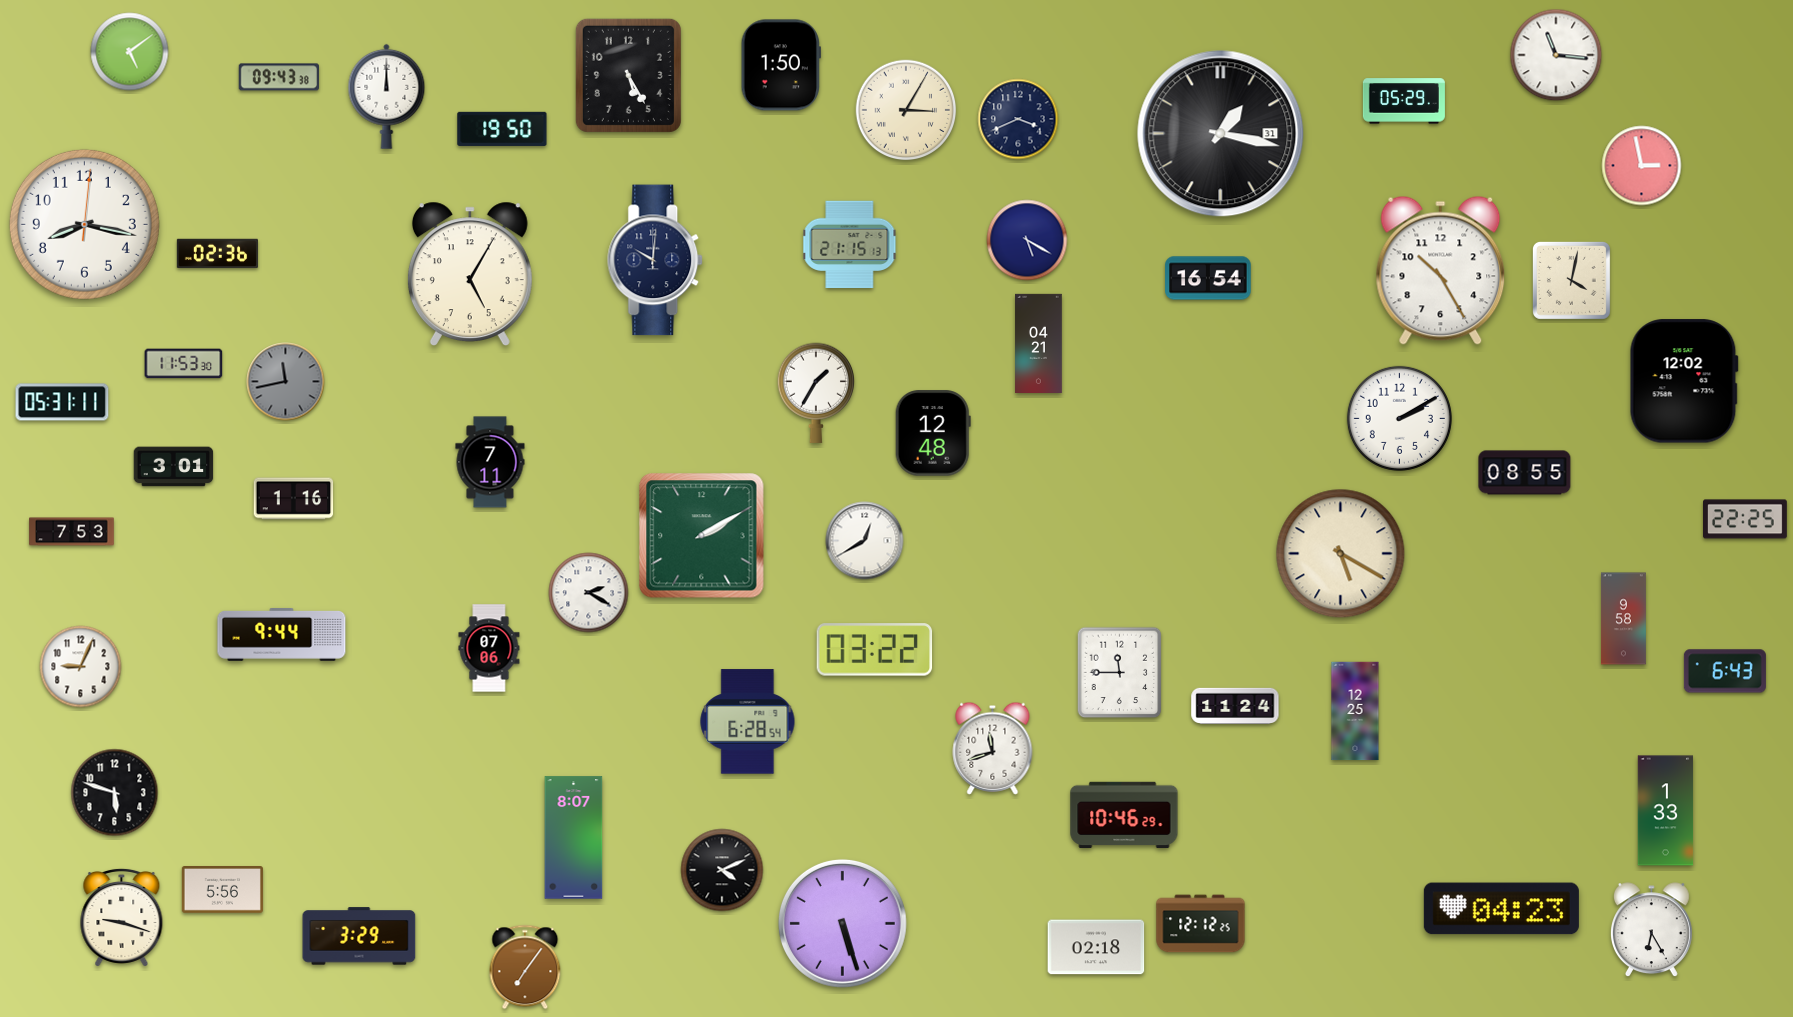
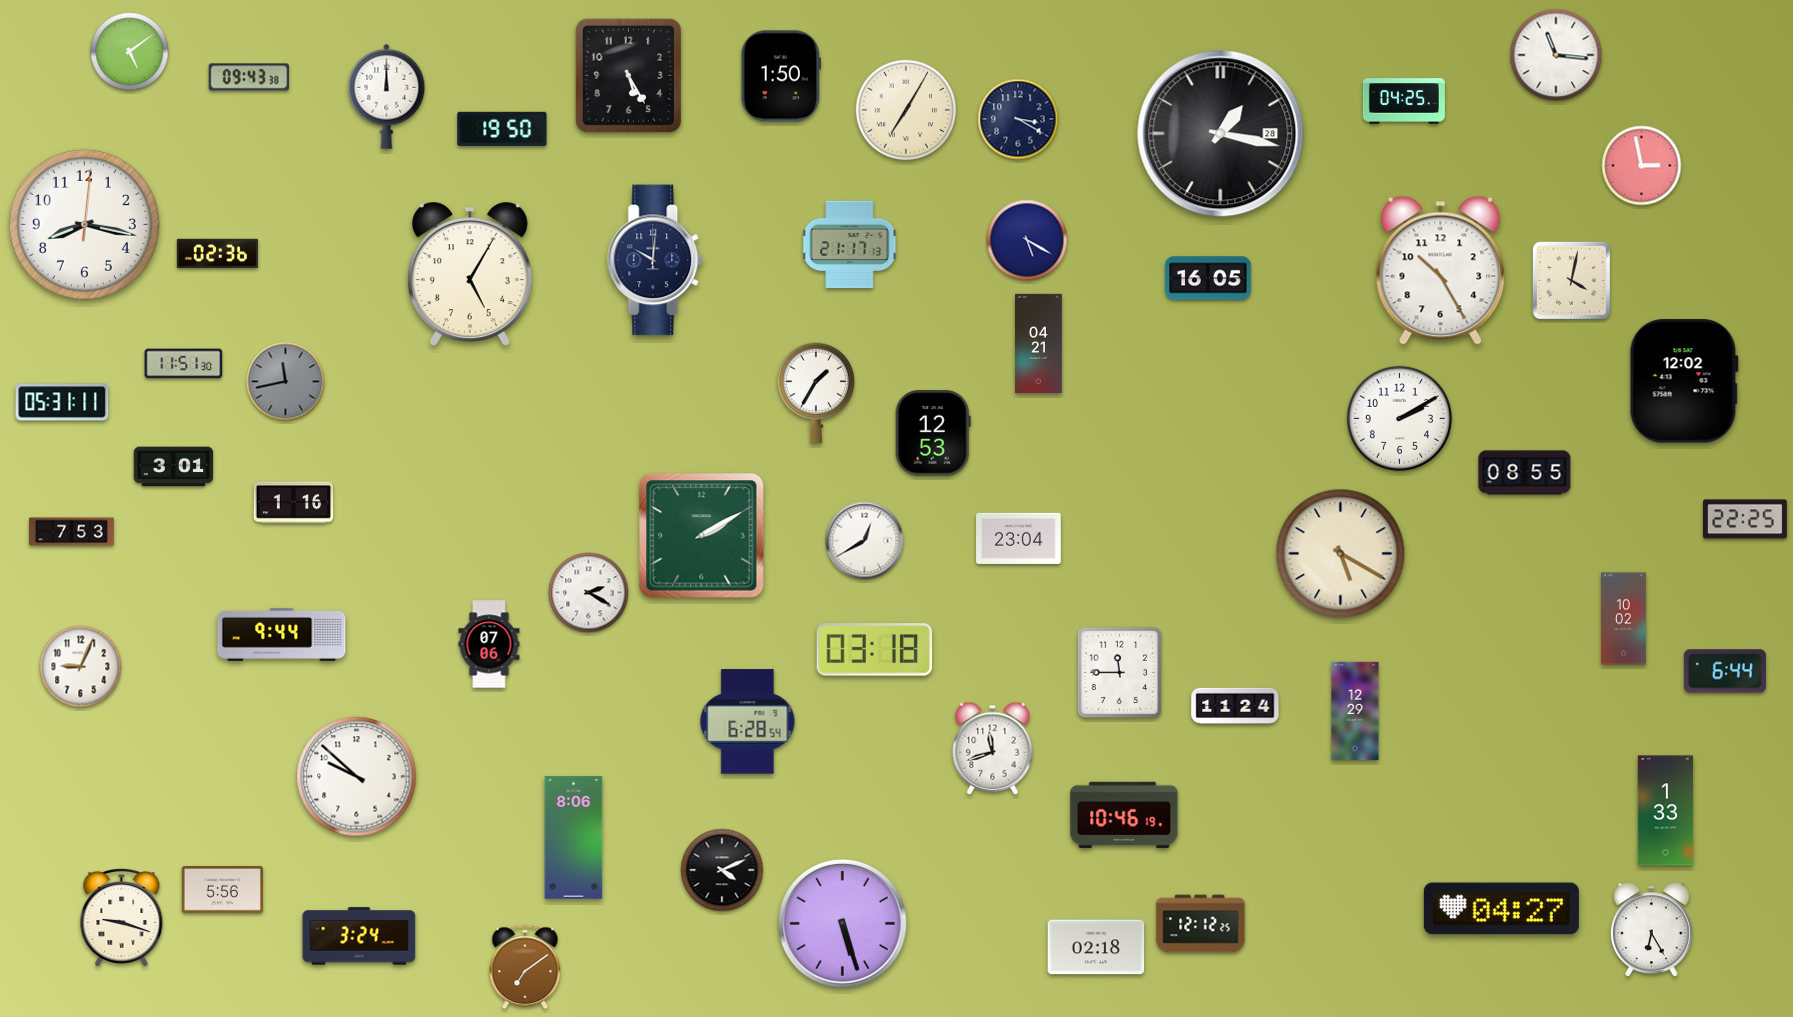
clock at (781, 65) position: (781, 65) -> (781, 76)
clock at (278, 77) position: (278, 77) -> (248, 77)
clock at (1404, 101): 05:29 -> 04:25
clock at (906, 110): 3:05 -> 7:05
clock at (1018, 119): 3:41 -> 3:20
clock at (1221, 134) date: 31 -> 28
clock at (850, 245): 21:15 -> 21:17
clock at (1208, 278): 16:54 -> 16:05
clock at (184, 364): 11:53 -> 11:51
clock at (933, 433): 12:48 -> 12:53
clock at (490, 462): 7:11 -> none
clock at (294, 499) position: (294, 499) -> (294, 503)
clock at (1019, 538): none -> 23:04
clock at (1623, 619): 9:58 -> 10:02
clock at (489, 648) position: (489, 648) -> (489, 644)
clock at (875, 650): 03:22 -> 03:18
clock at (1725, 671): 6:43 -> 6:44
clock at (1355, 711): 12:25 -> 12:29
clock at (357, 777): none -> 9:52
clock at (115, 793): 5:48 -> none
clock at (1124, 815): 10:46:29 -> 10:46:19
clock at (574, 838): 8:07 -> 8:06
clock at (1501, 909): 04:23 -> 04:27
clock at (359, 936): 3:29 -> 3:24
clock at (525, 967): 7:06 -> 7:09
